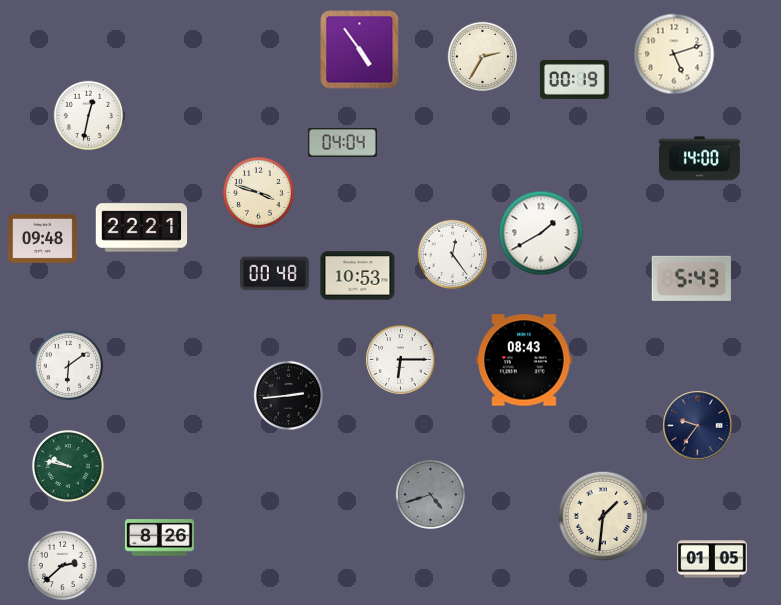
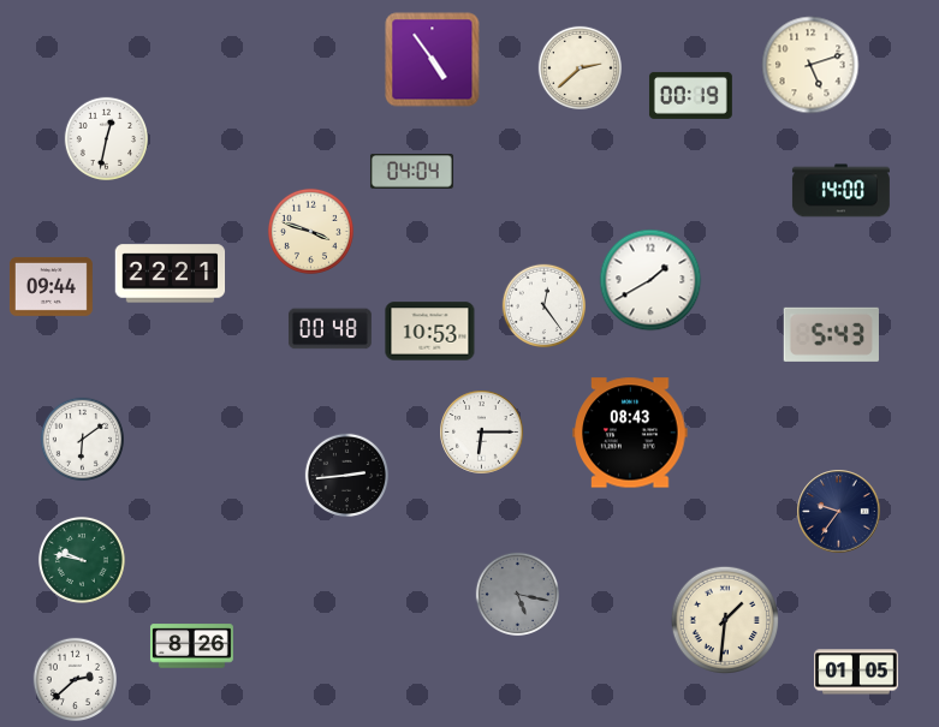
clock at (482, 56): 2:35 -> 2:38
clock at (42, 238): 09:48 -> 09:44
clock at (430, 494): 4:42 -> 5:17
